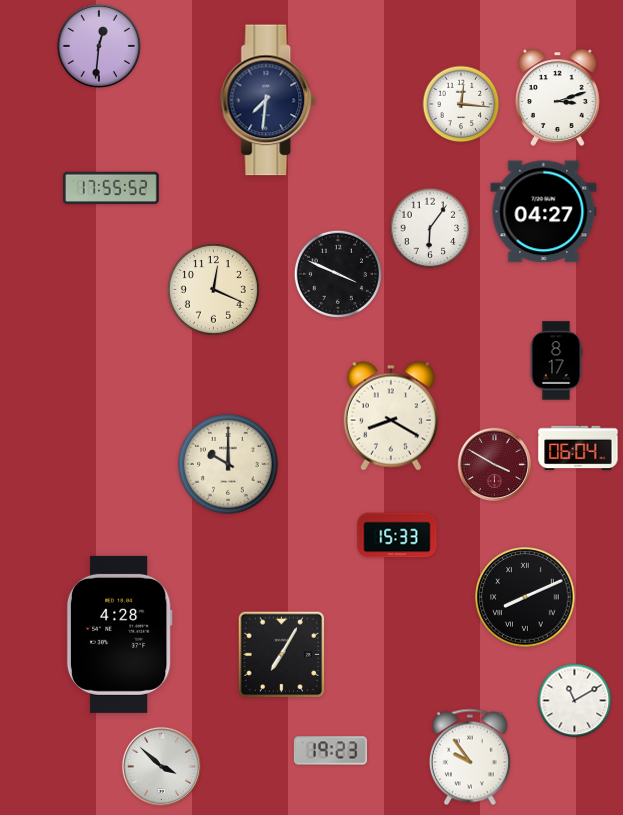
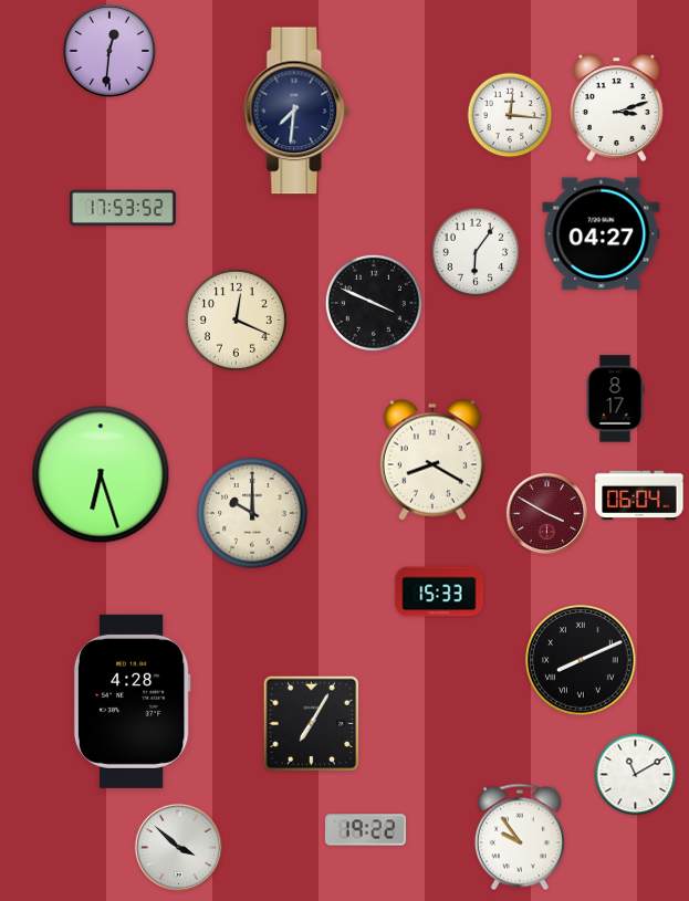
clock at (112, 188): 17:55 -> 17:53
clock at (101, 474): none -> 6:27
clock at (330, 751): 19:23 -> 19:22
